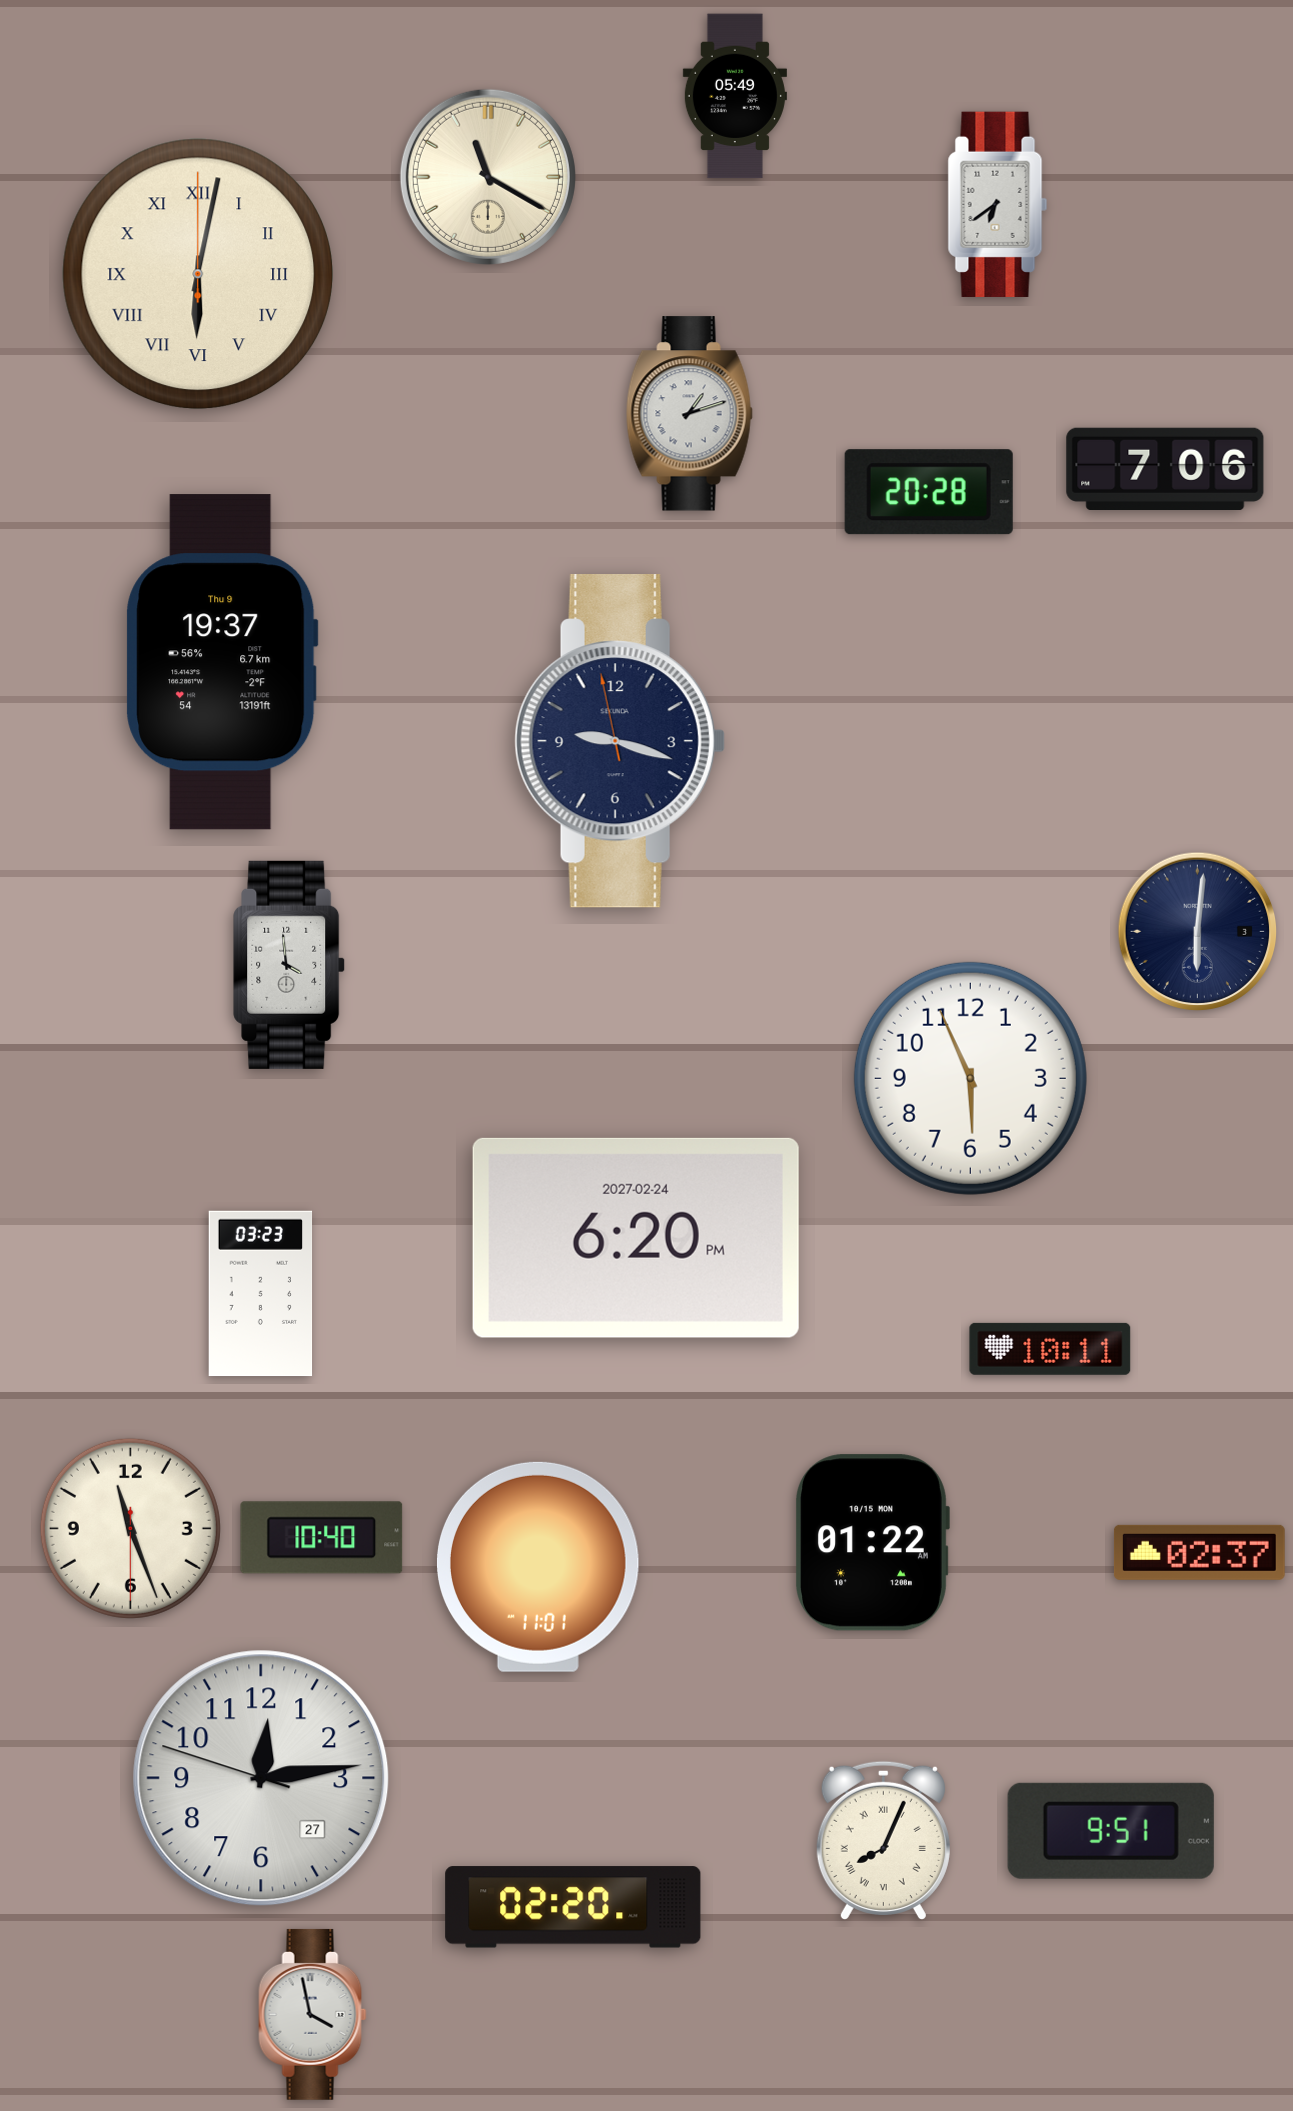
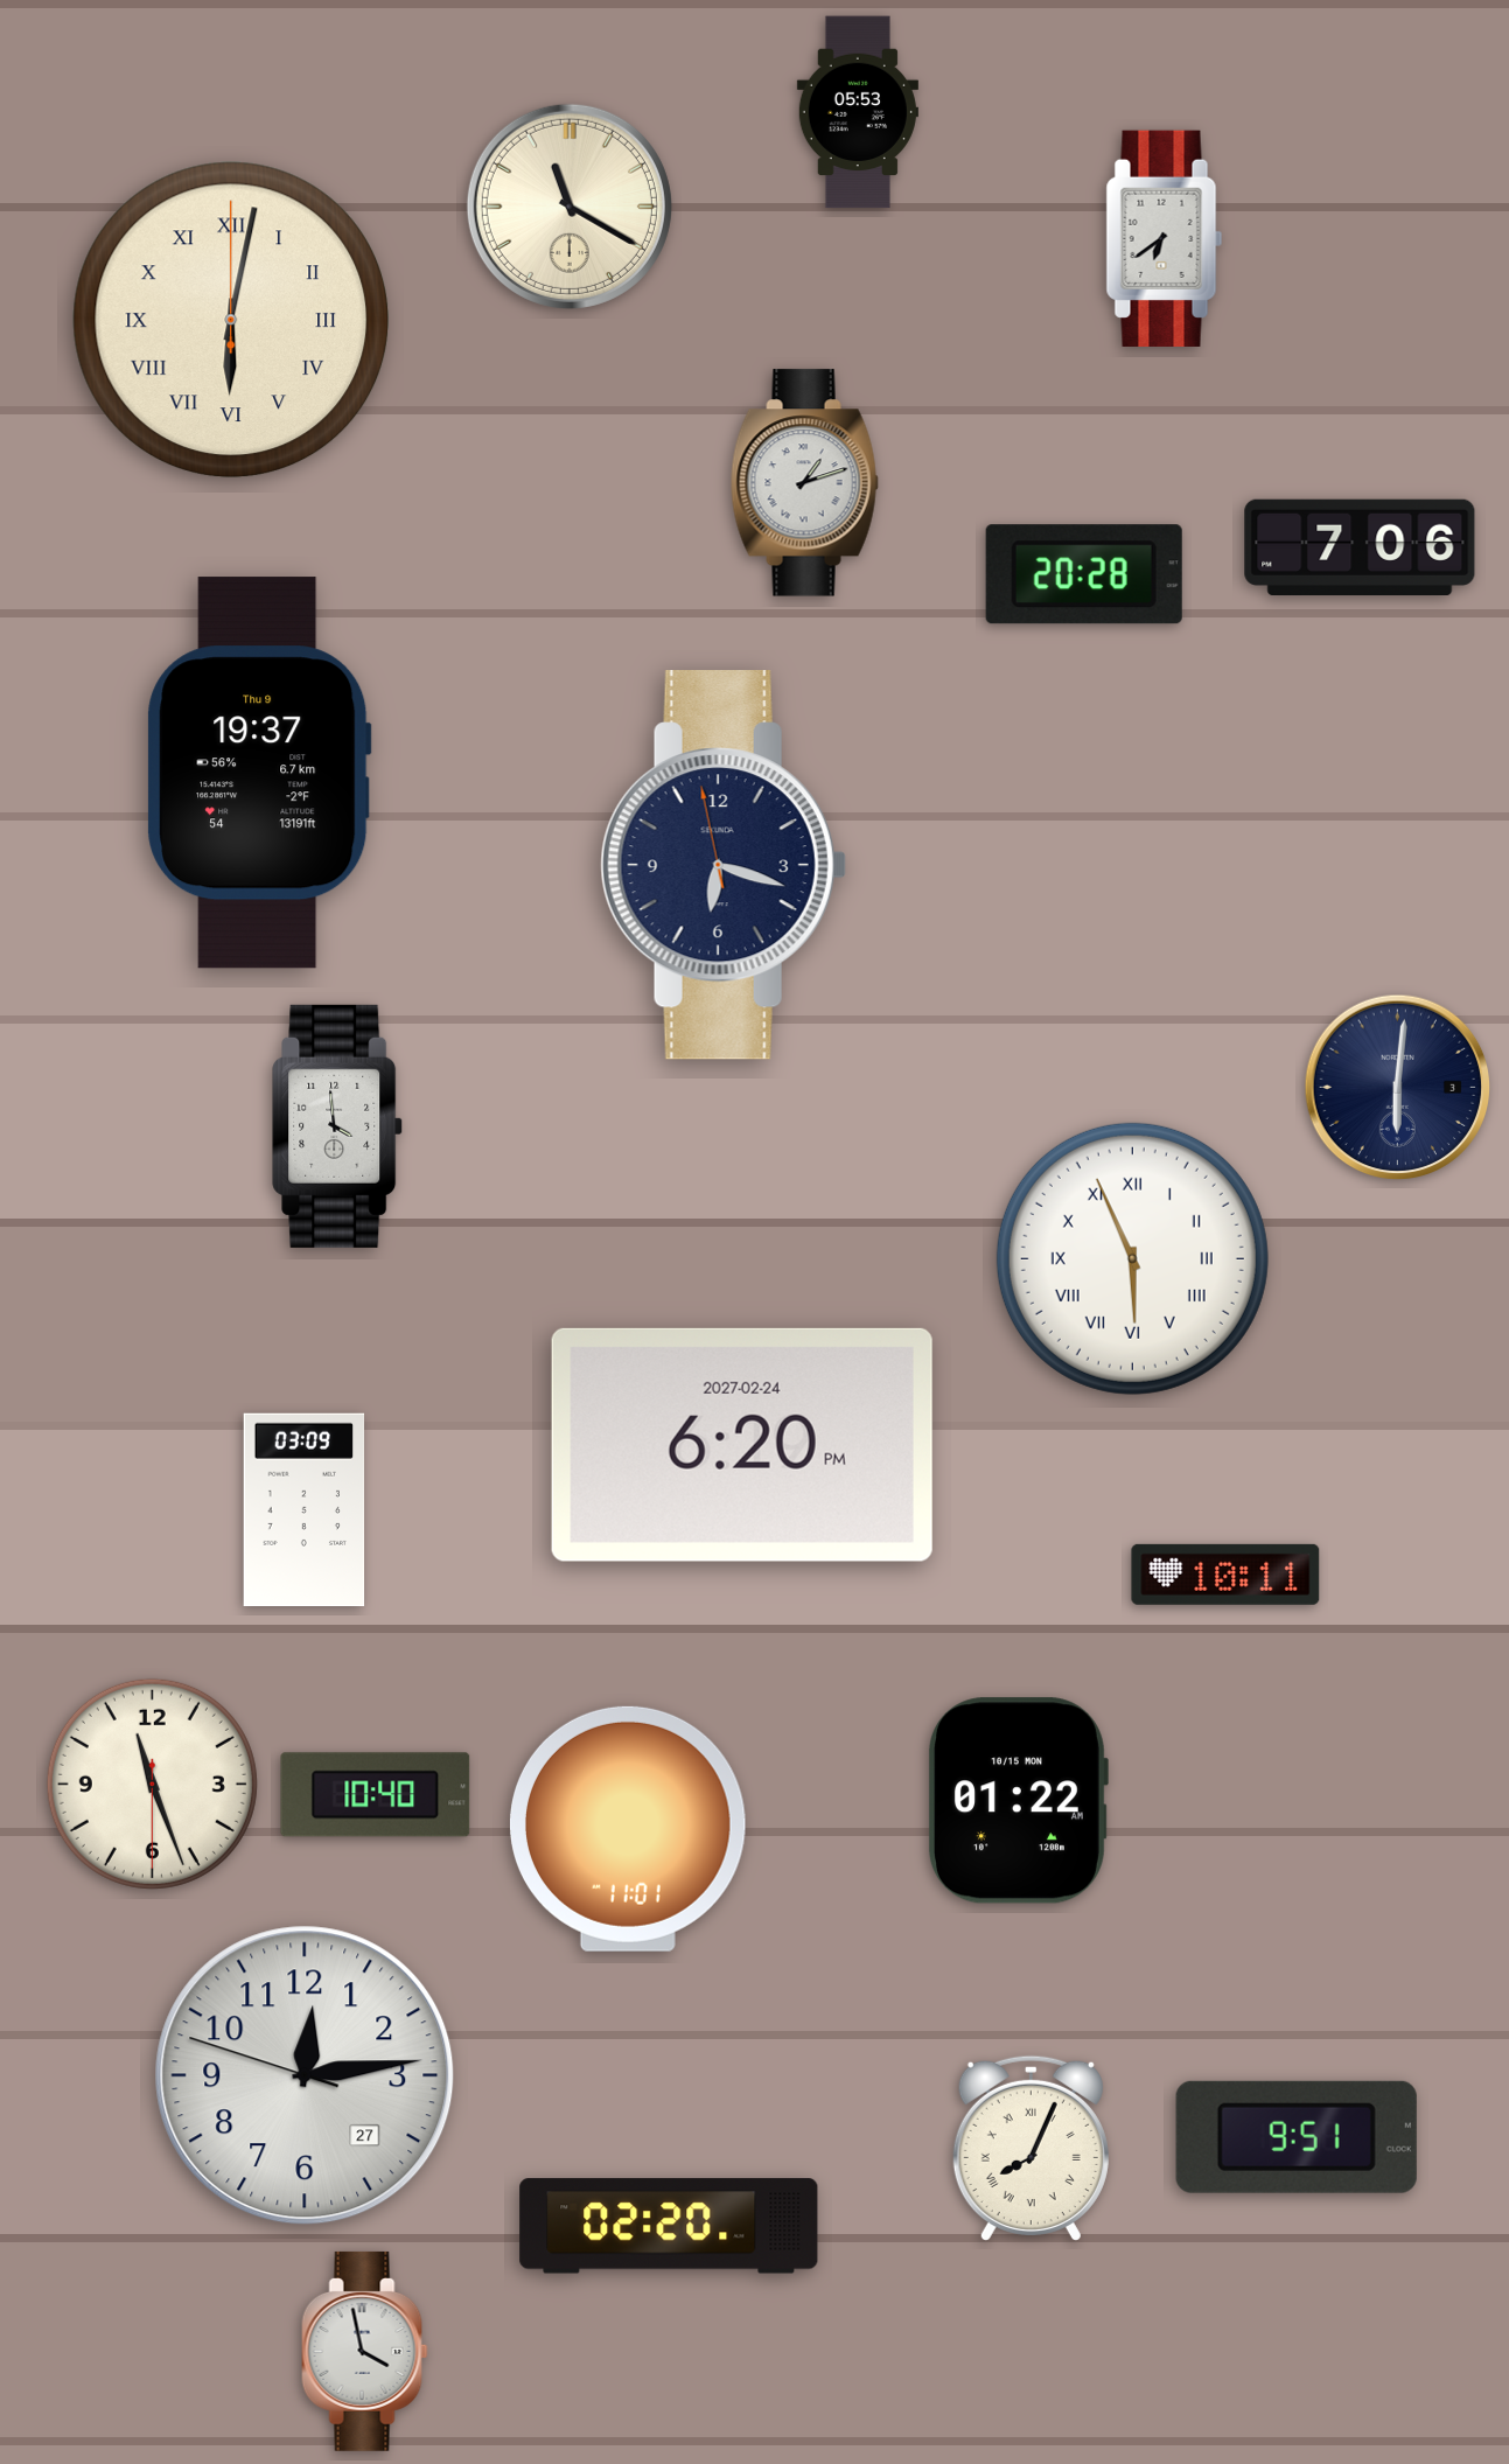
clock at (735, 96): 05:49 -> 05:53
clock at (620, 742): 9:17 -> 6:17
clock at (970, 1078) numerals: Arabic -> Roman
clock at (261, 1294): 03:23 -> 03:09
clock at (1199, 1552): 02:37 -> none
